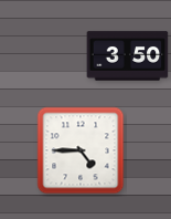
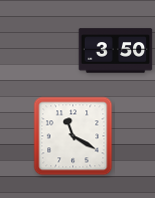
clock at (81, 150): 4:45 -> 11:20
